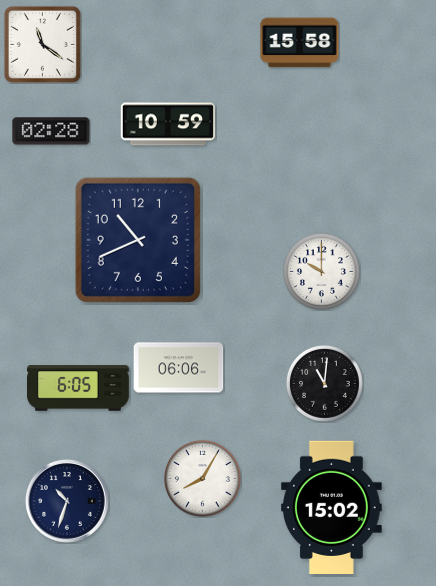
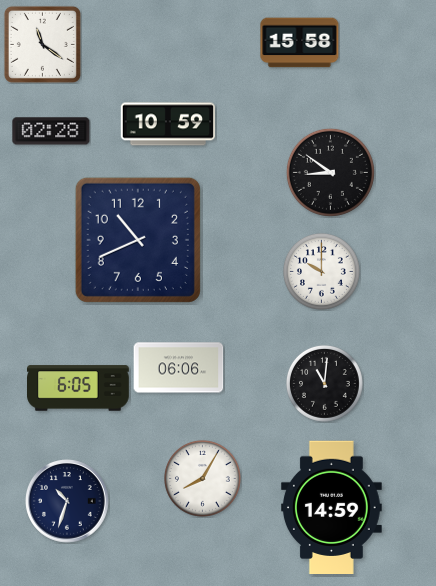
clock at (330, 172): none -> 8:51
clock at (331, 507): 15:02 -> 14:59
